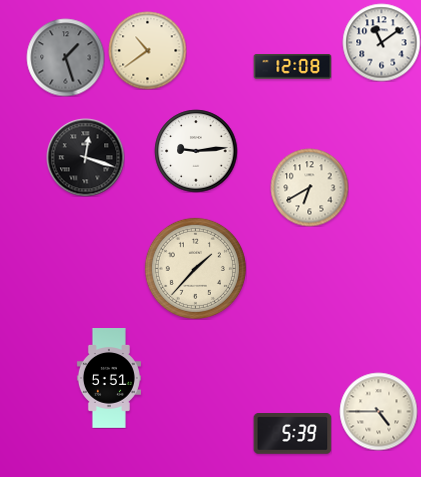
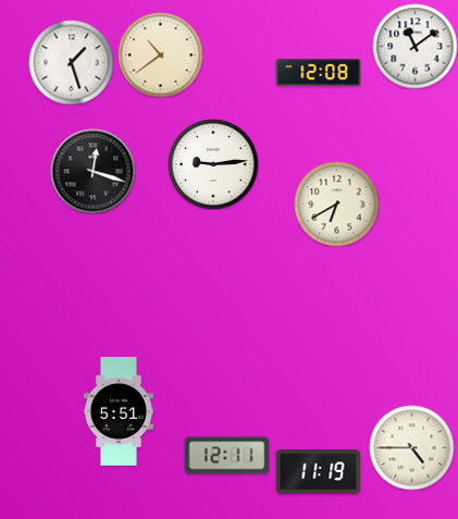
clock at (65, 57) dial: grey -> white
clock at (195, 268): 1:37 -> none
clock at (226, 456): none -> 12:11
clock at (292, 434): 5:39 -> 11:19
